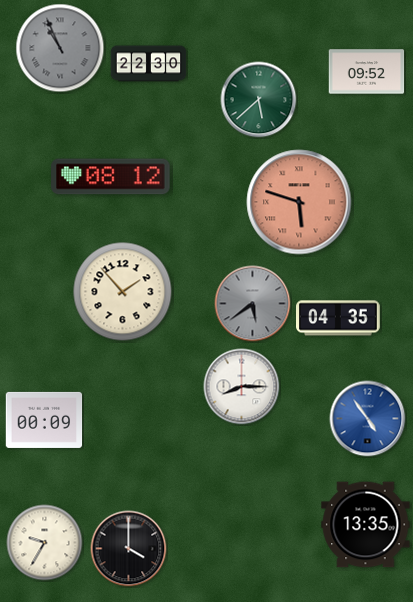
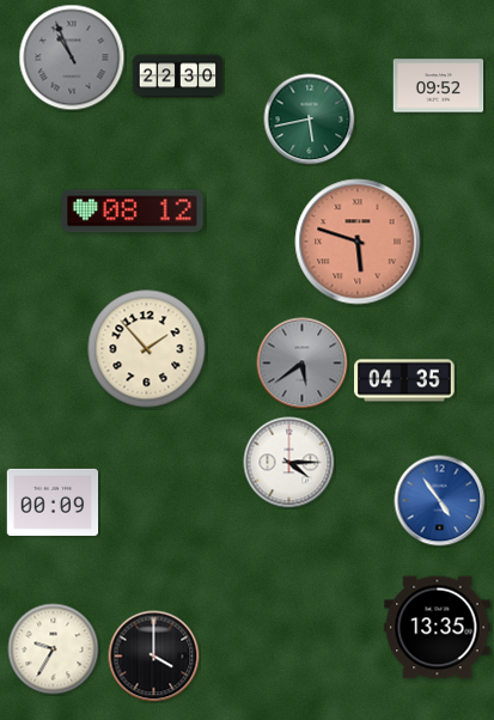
clock at (259, 100): 5:38 -> 5:43
clock at (242, 387): 8:15 -> 4:15
